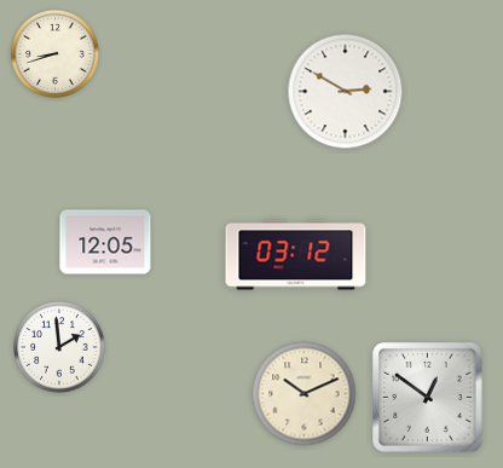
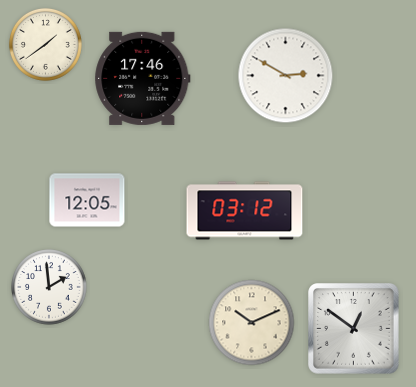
clock at (54, 53): 8:42 -> 1:39
clock at (143, 78): none -> 17:46
clock at (305, 394) position: (305, 394) -> (252, 323)
